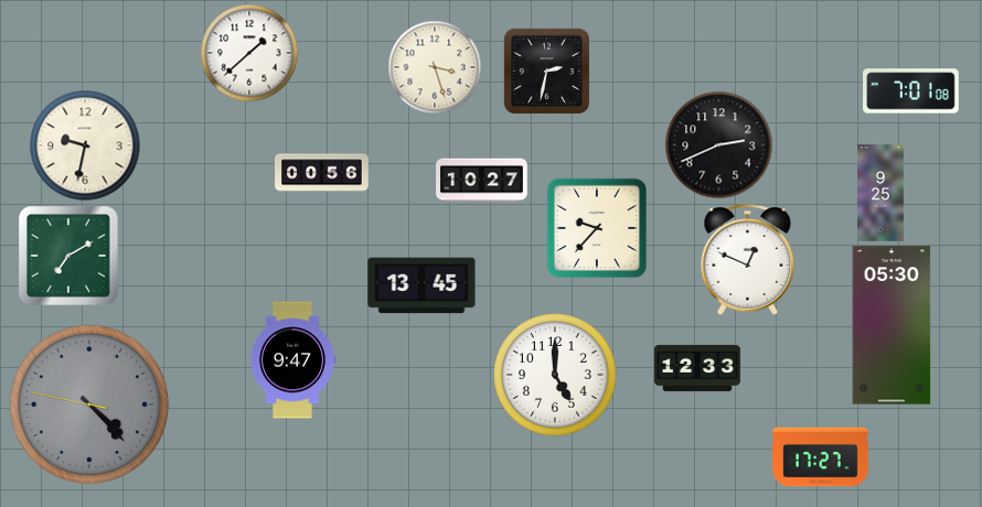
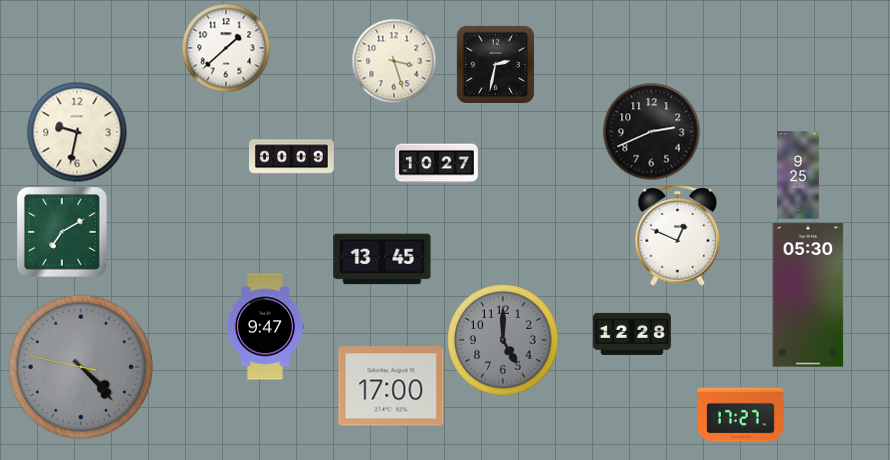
clock at (911, 91): 7:01 -> none
clock at (322, 173): 00:56 -> 00:09
clock at (597, 228): 9:37 -> none
clock at (697, 368): 12:33 -> 12:28
clock at (555, 375) dial: white -> grey
clock at (391, 386): none -> 17:00
clock at (821, 457) position: (821, 457) -> (741, 415)
